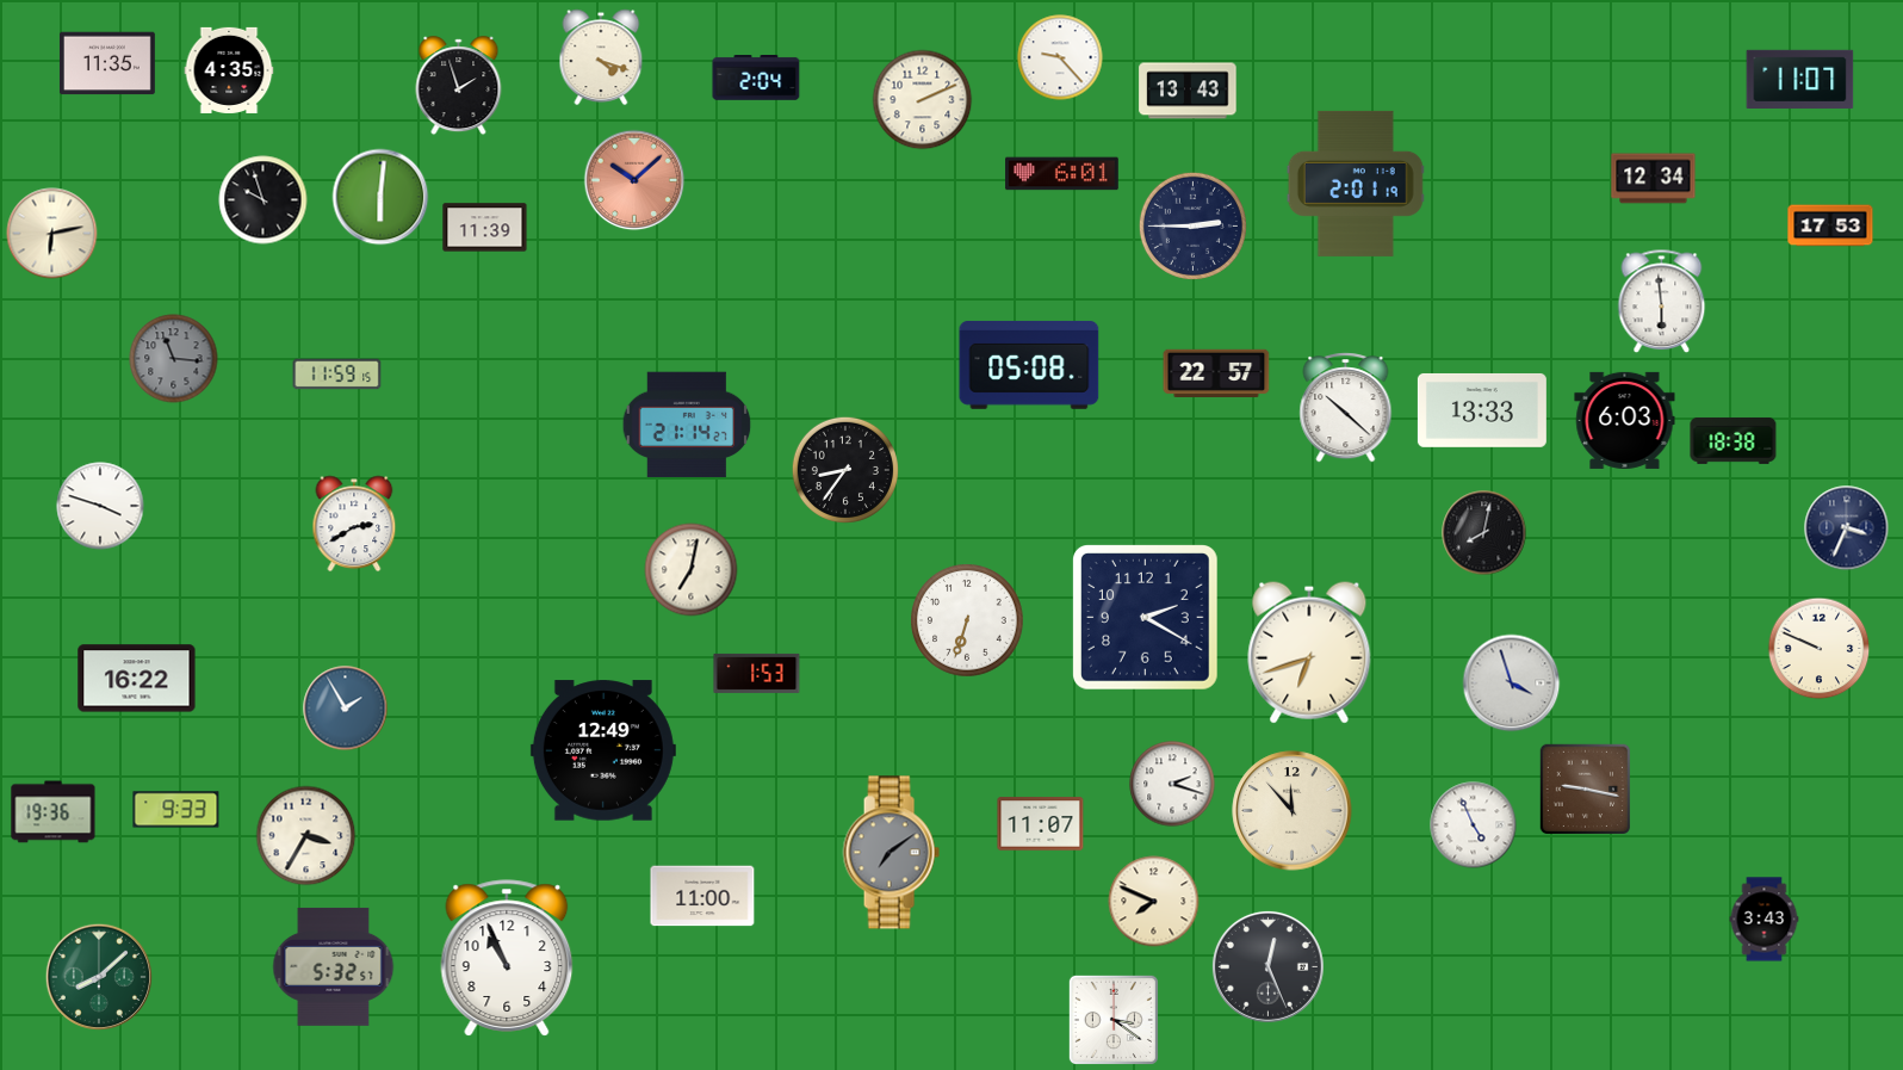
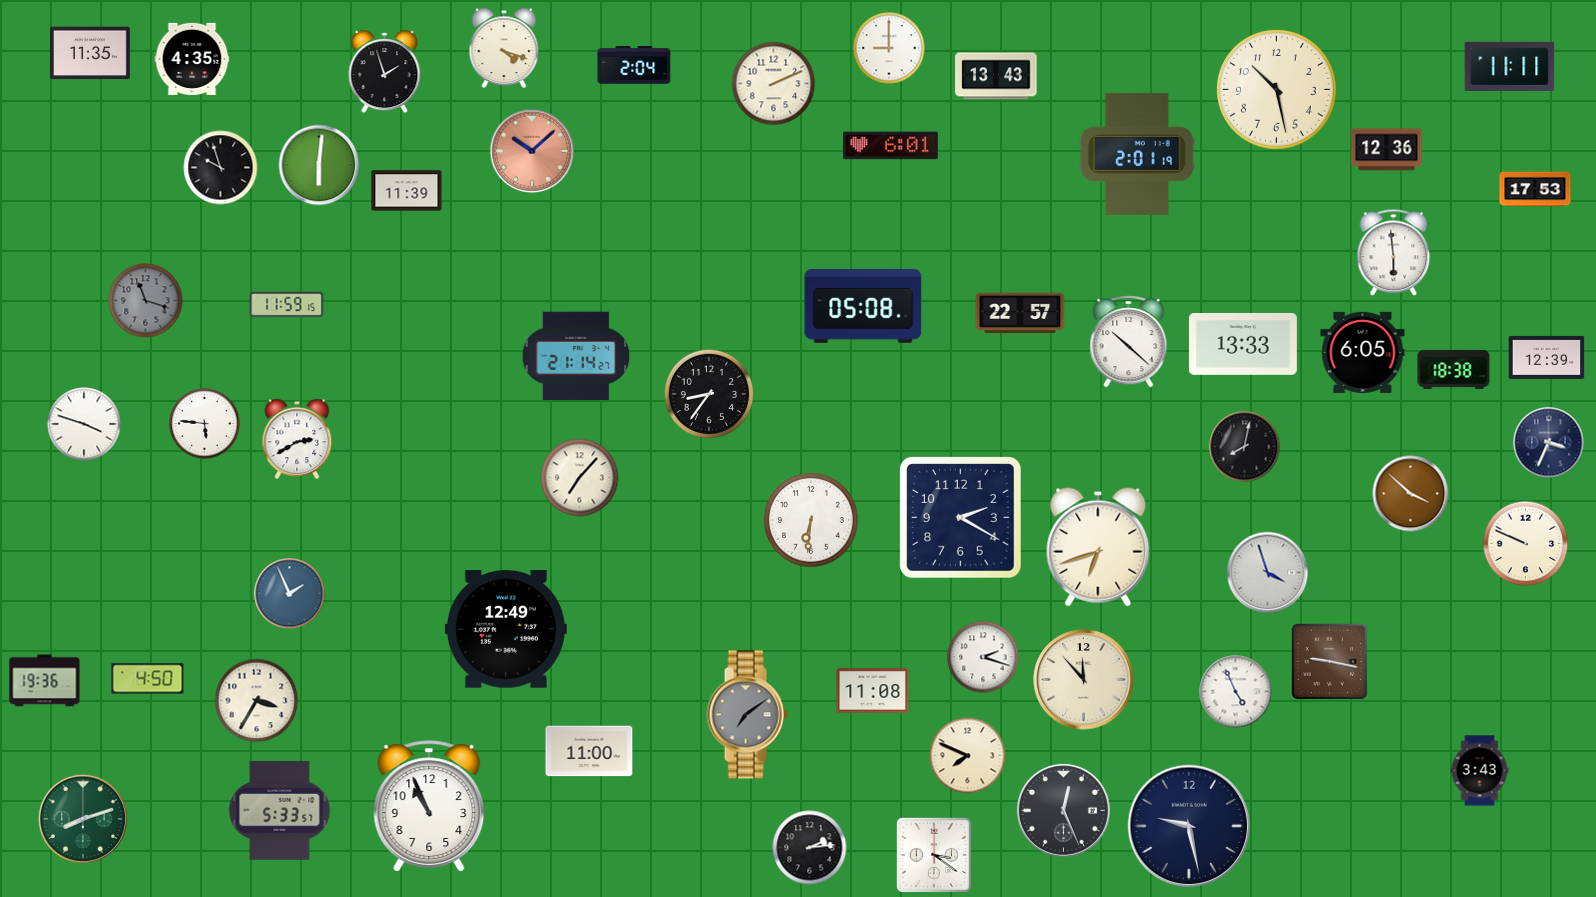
clock at (1060, 57): 9:23 -> 9:00
clock at (1800, 79): 11:07 -> 11:11
clock at (1277, 90): none -> 10:28
clock at (1654, 179): 12:34 -> 12:36
clock at (1192, 225): 2:45 -> none
clock at (52, 234): 6:13 -> none
clock at (174, 359): 11:16 -> 11:18
clock at (337, 375) position: (337, 375) -> (287, 305)
clock at (1625, 420): 6:03 -> 6:05
clock at (1547, 357): none -> 12:39
clock at (205, 424): none -> 5:46
clock at (692, 570): 7:02 -> 7:07
clock at (1411, 494): none -> 3:52
clock at (967, 620): 6:33 -> 6:31
clock at (757, 673): 1:53 -> none
clock at (137, 679): 16:22 -> none
clock at (346, 709): 1:55 -> 1:56
clock at (176, 810): 9:33 -> 4:50
clock at (1041, 824): 11:07 -> 11:08
clock at (507, 958) position: (507, 958) -> (429, 806)
clock at (334, 966): 5:32 -> 5:33
clock at (99, 977): 8:08 -> 8:12
clock at (1188, 825): none -> 9:28
clock at (810, 848): none -> 2:14
